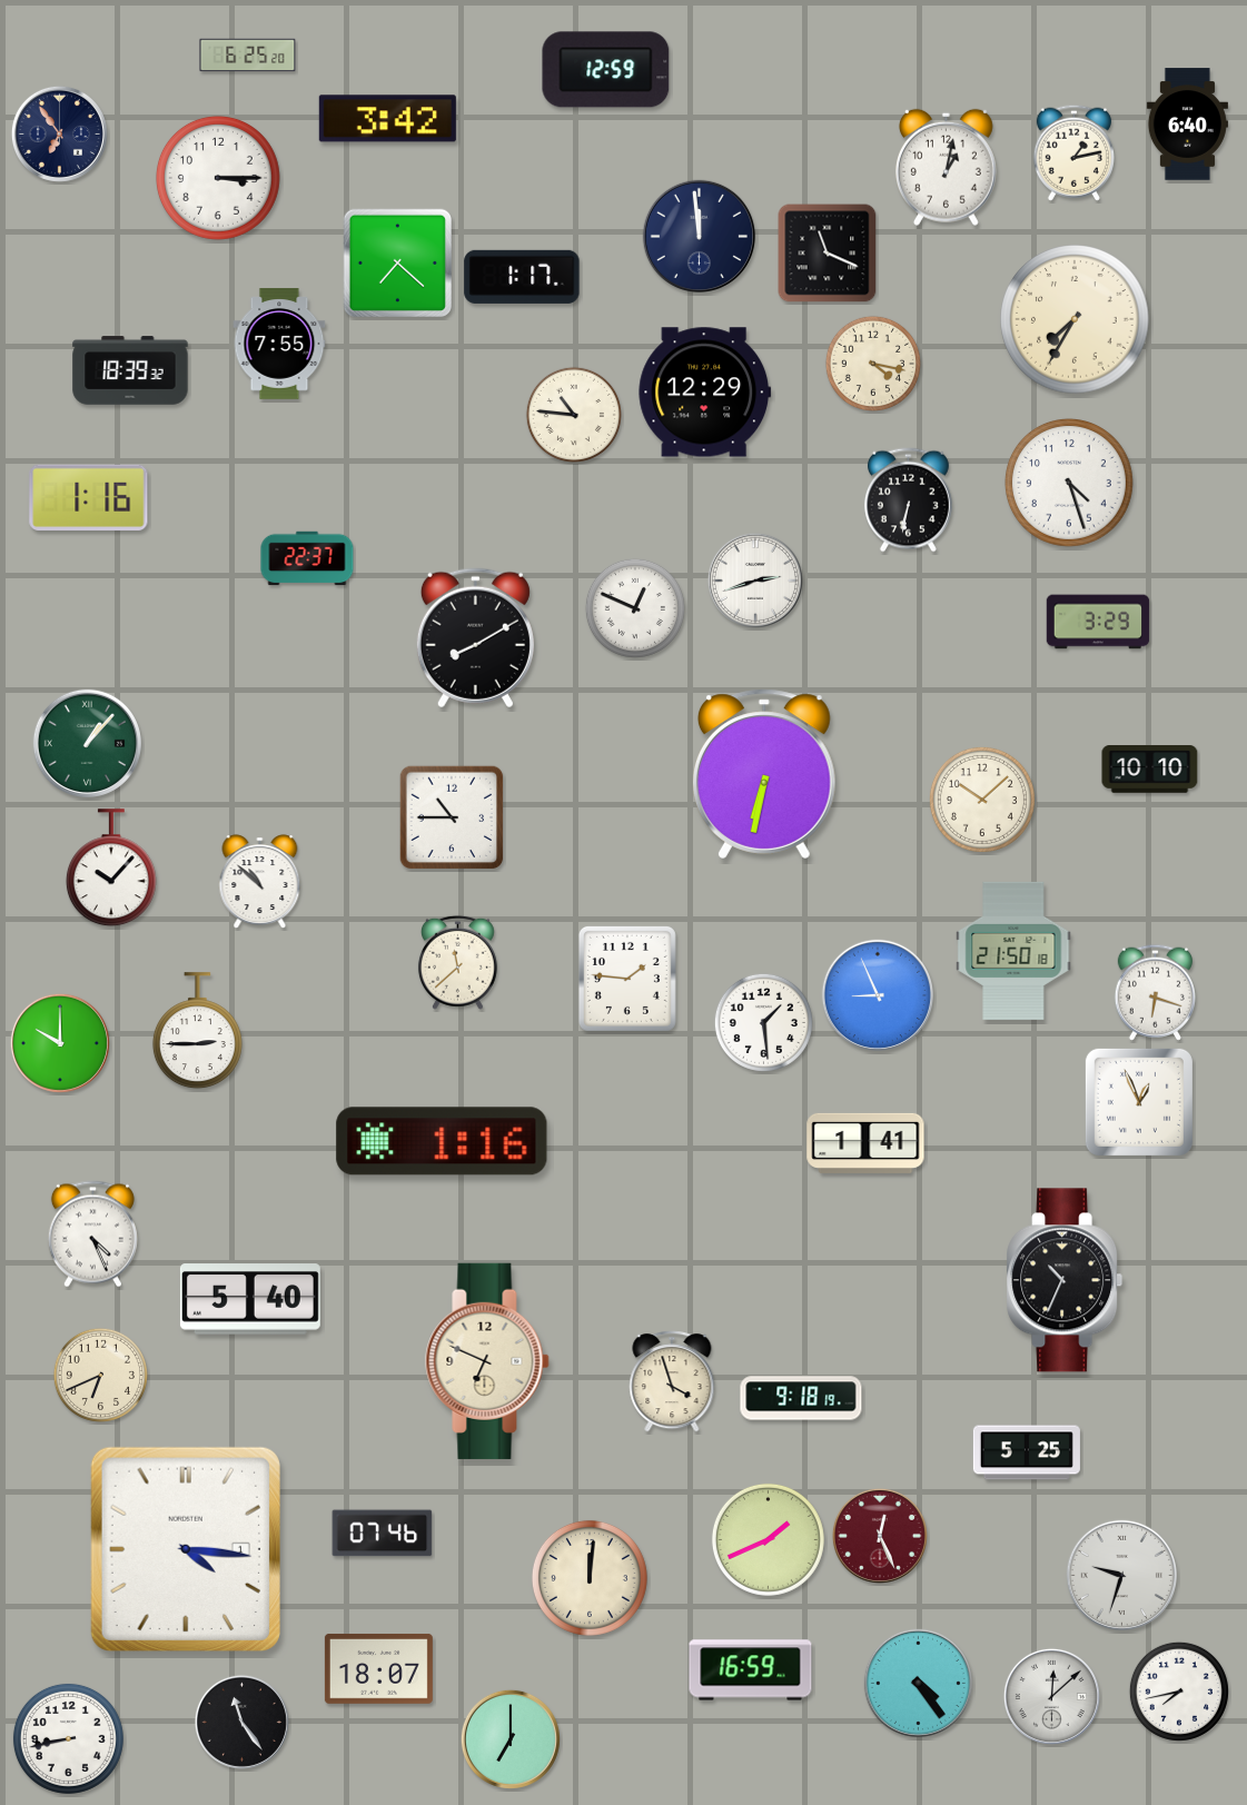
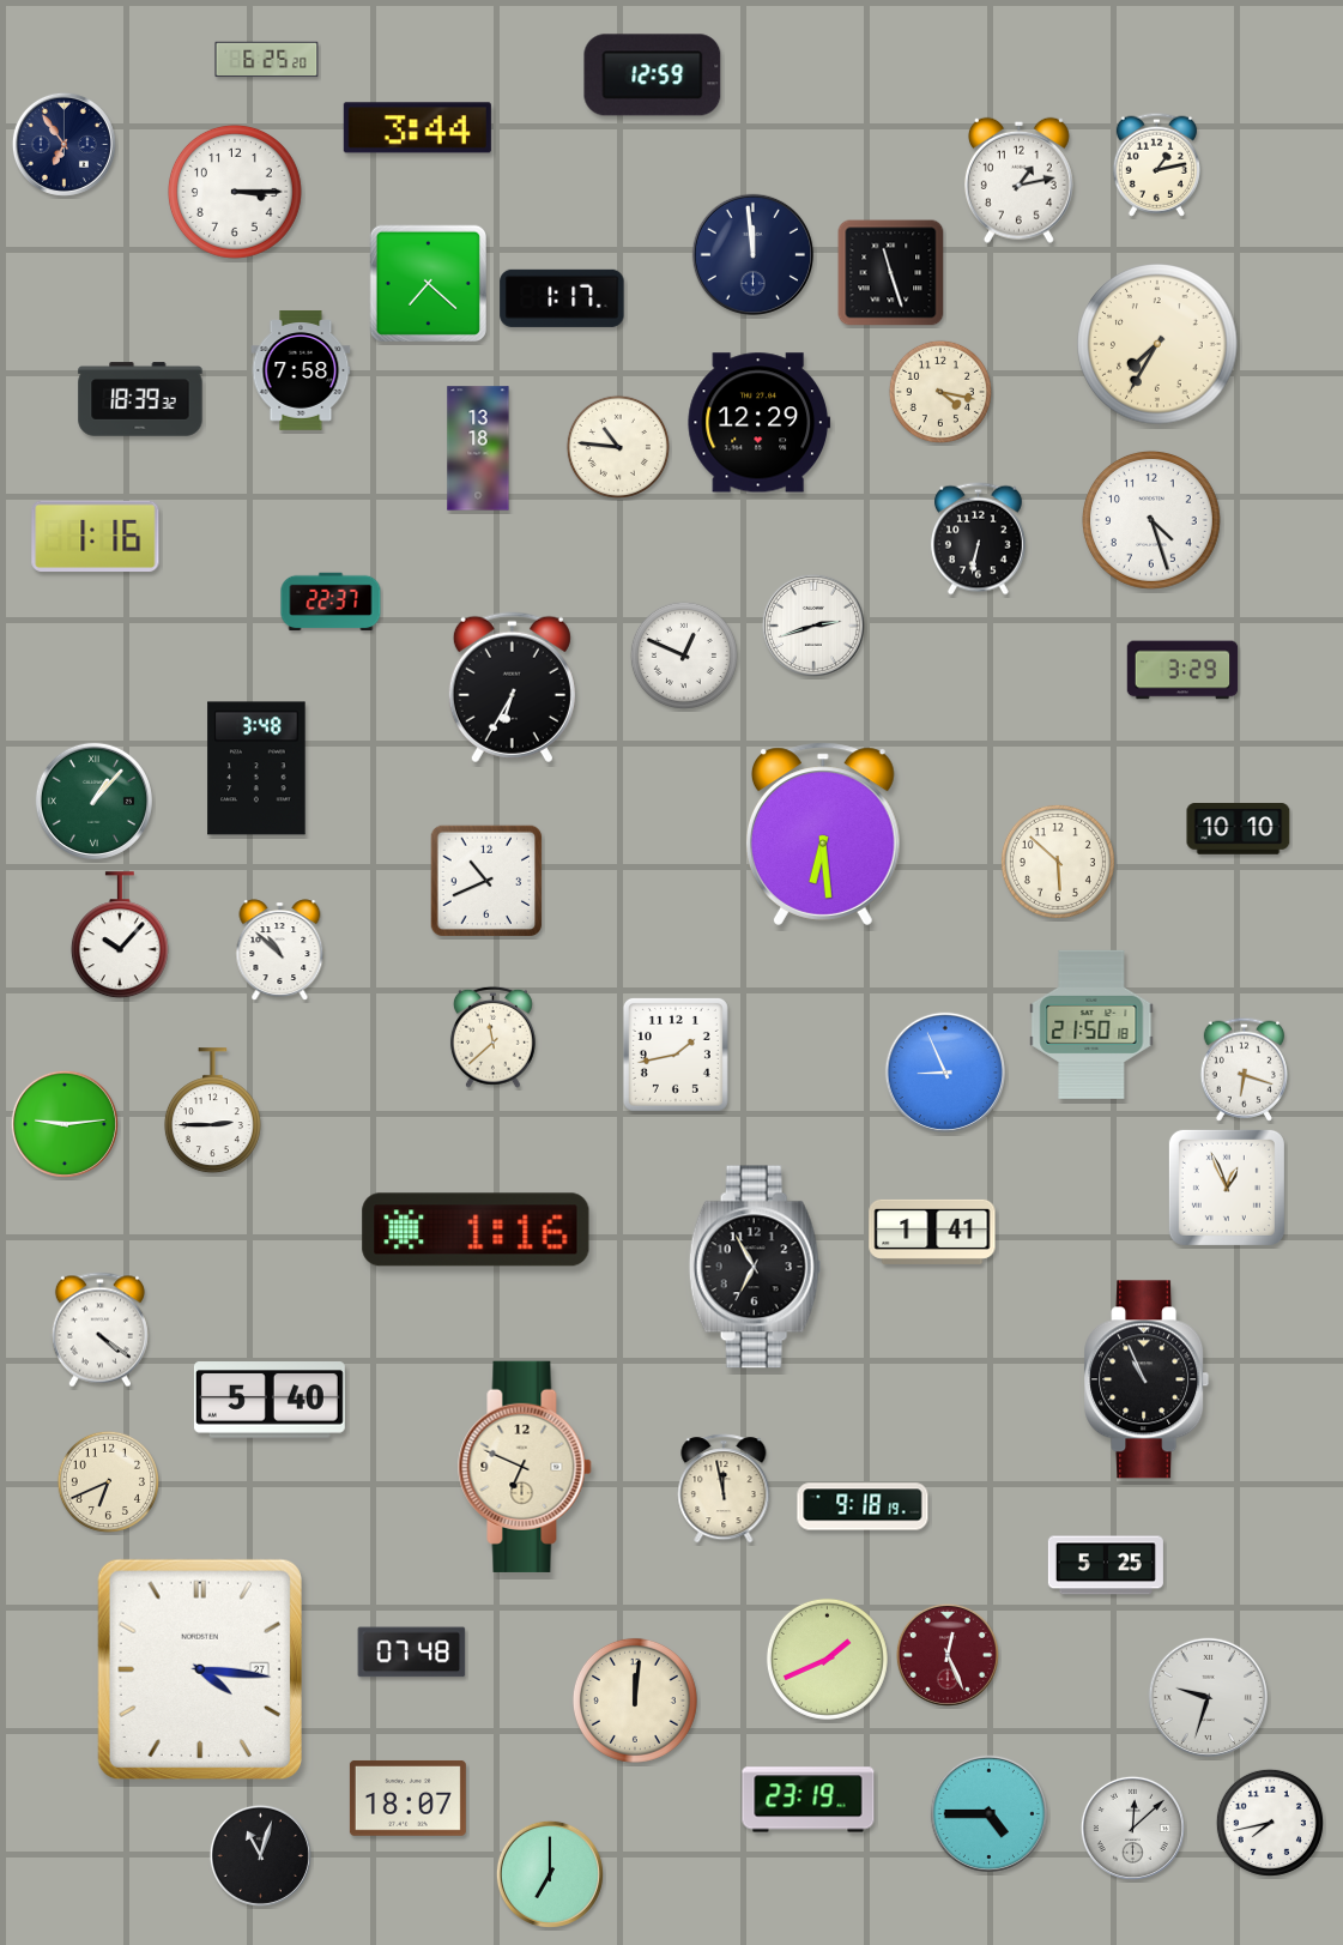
clock at (387, 119): 3:42 -> 3:44
clock at (1187, 125): 6:40 -> none
clock at (946, 167): 1:02 -> 1:13
clock at (828, 254): 11:19 -> 11:27
clock at (279, 344): 7:55 -> 7:58
clock at (478, 448): none -> 13:18
clock at (475, 638): 8:10 -> 6:35
clock at (256, 768): none -> 3:48
clock at (764, 774): 6:32 -> 6:29
clock at (982, 800): 10:08 -> 5:52
clock at (452, 817): 10:45 -> 10:41
clock at (627, 979): 1:46 -> 1:43
clock at (763, 1022): 1:29 -> none
clock at (60, 1043): 10:00 -> 9:14
clock at (755, 1267): none -> 6:55
clock at (92, 1234): 4:26 -> 4:21
clock at (1065, 1280): 10:34 -> 10:56
clock at (672, 1381): 3:57 -> 11:58
clock at (383, 1534): 07:46 -> 07:48
clock at (186, 1549) date: 1 -> 27
clock at (751, 1670): 16:59 -> 23:19
clock at (918, 1683): 4:24 -> 4:45
clock at (241, 1722): 11:24 -> 11:03
clock at (68, 1738): 8:43 -> none
